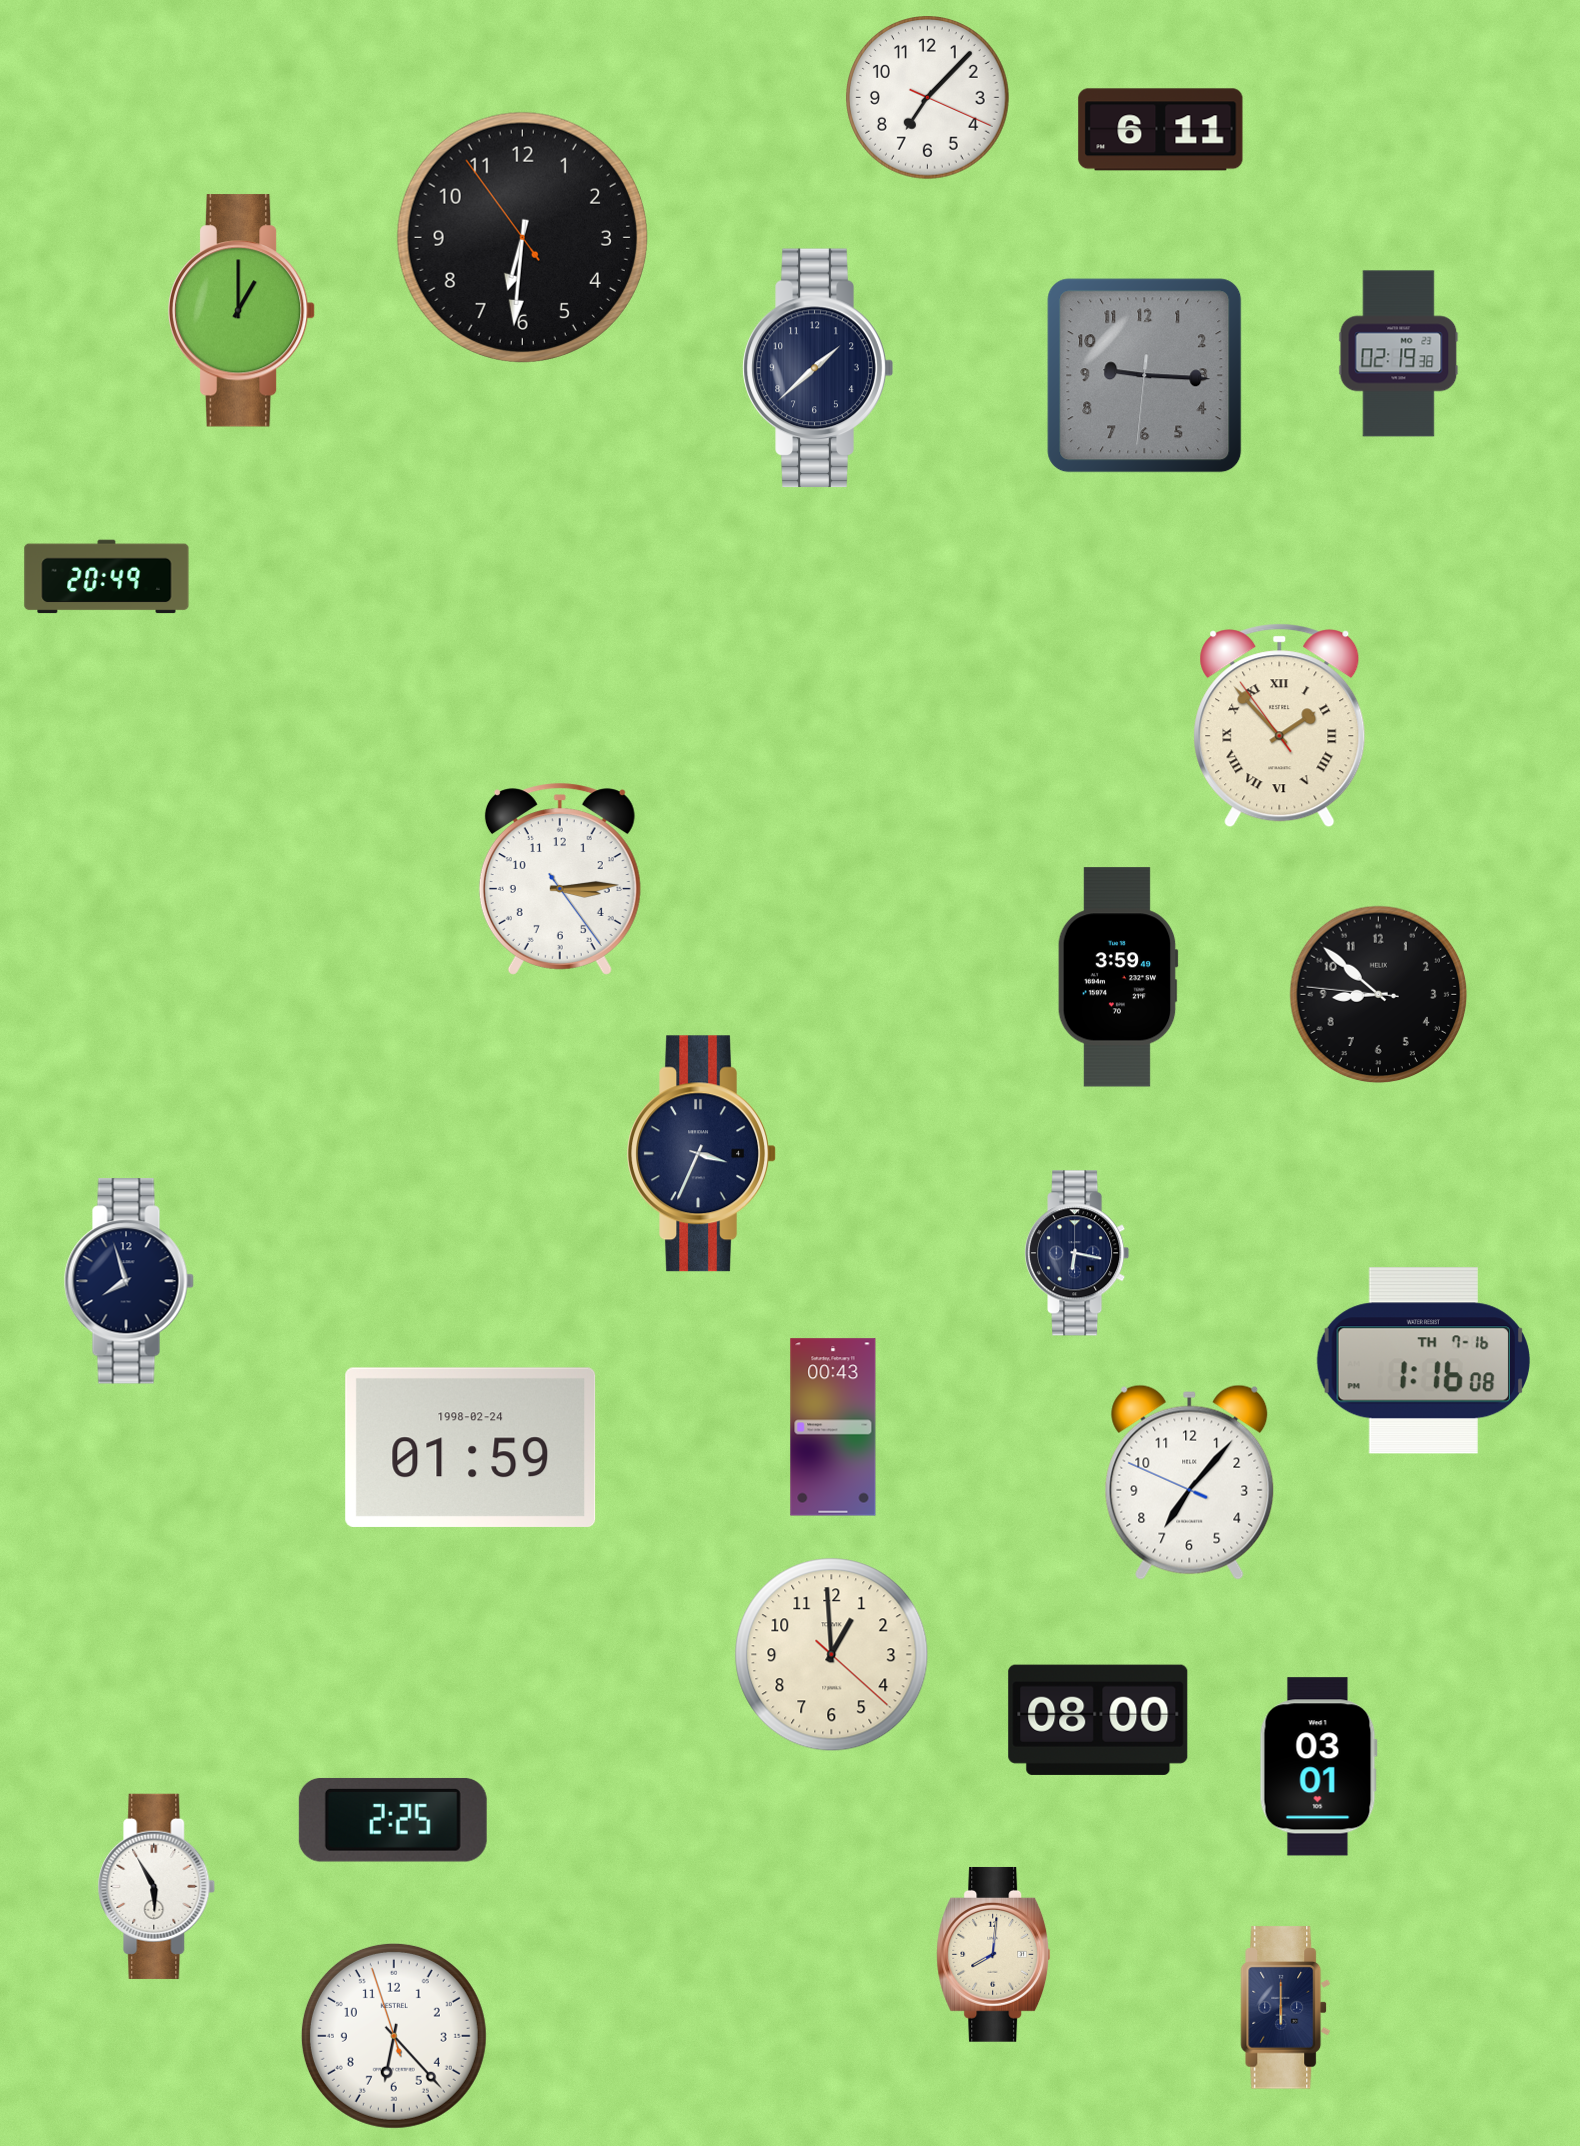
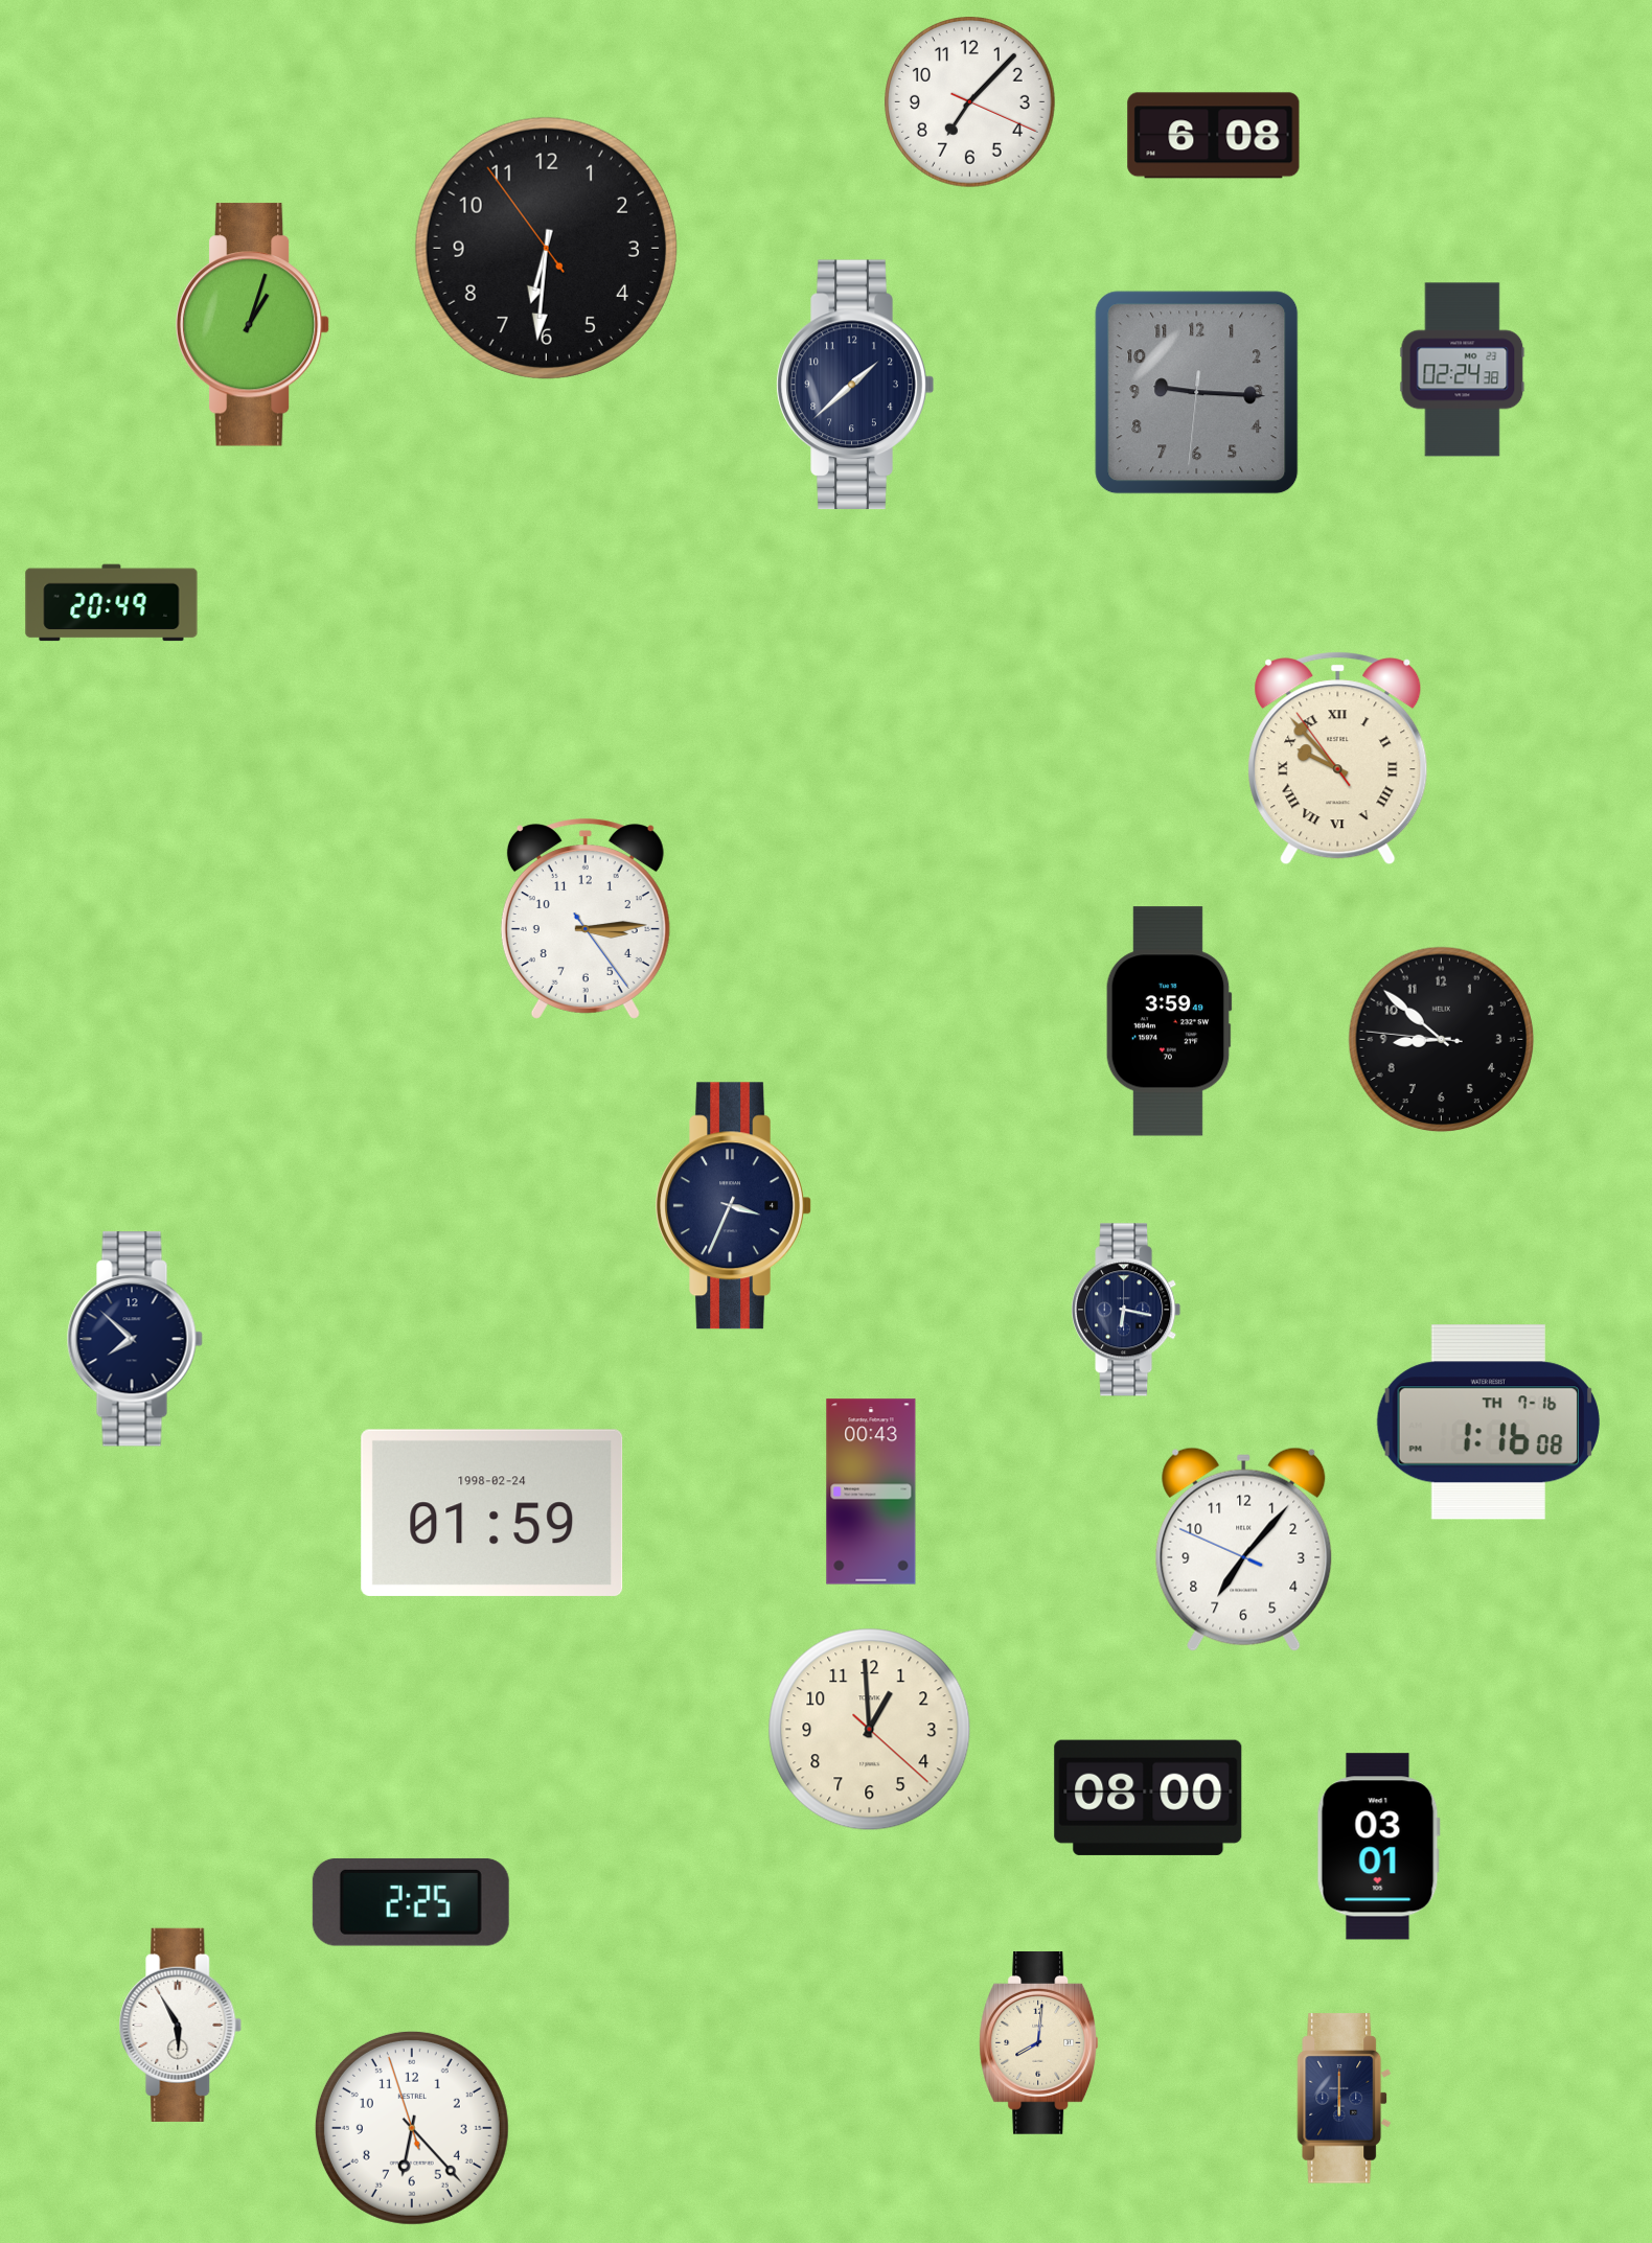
clock at (1161, 130): 6:11 -> 6:08
clock at (242, 311): 1:00 -> 1:03
clock at (1399, 354): 02:19 -> 02:24
clock at (1280, 726): 1:52 -> 9:52
clock at (129, 1281): 7:57 -> 7:52
clock at (157, 1886) position: (157, 1886) -> (181, 2025)
